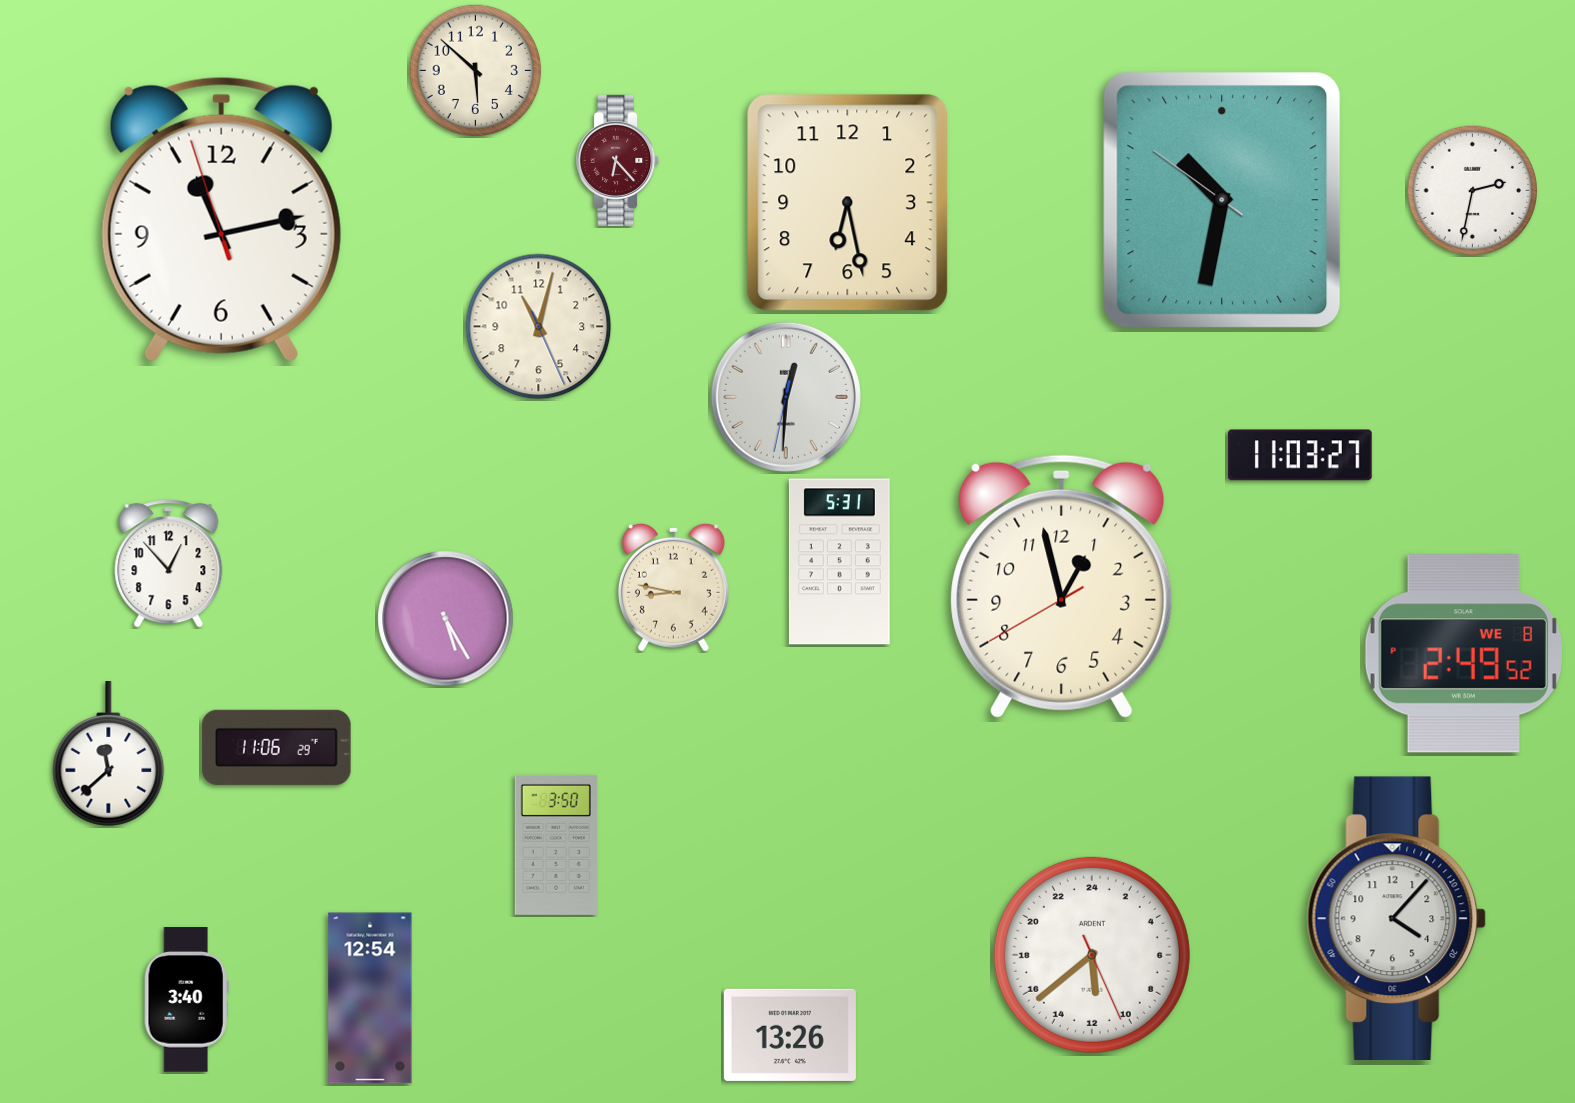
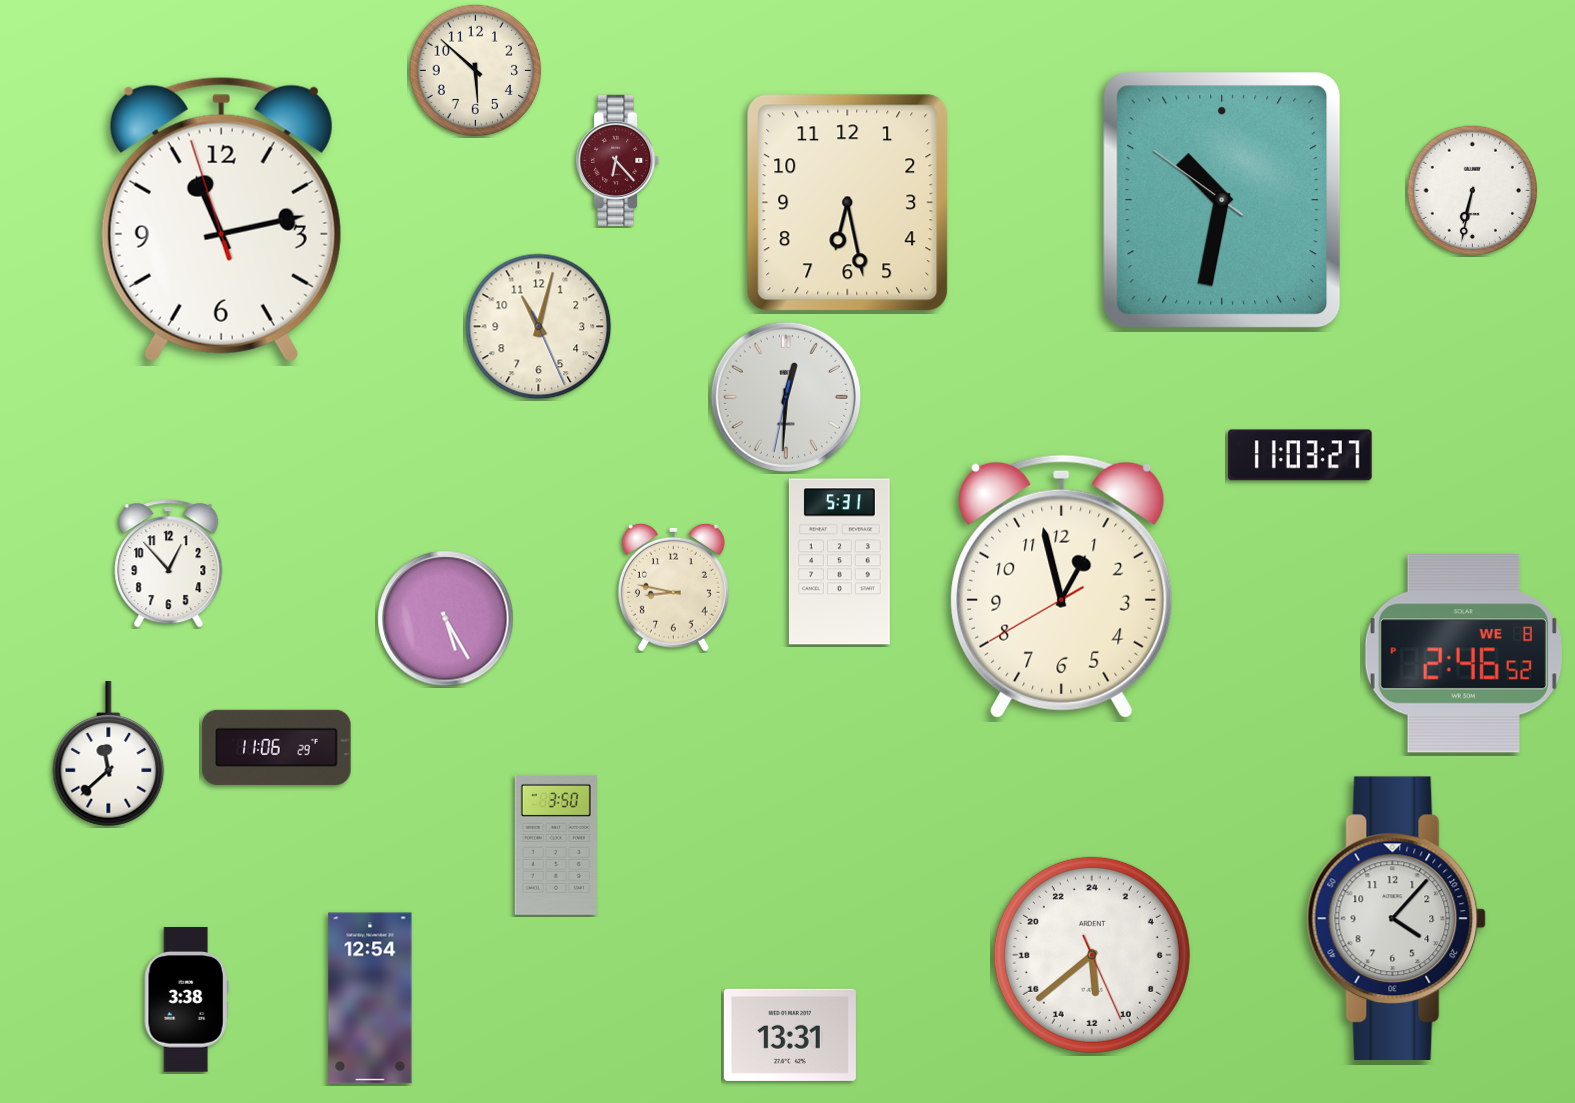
clock at (1472, 190): 2:32 -> 6:32
clock at (1463, 654): 2:49 -> 2:46
clock at (186, 1000): 3:40 -> 3:38
clock at (790, 1035): 13:26 -> 13:31
